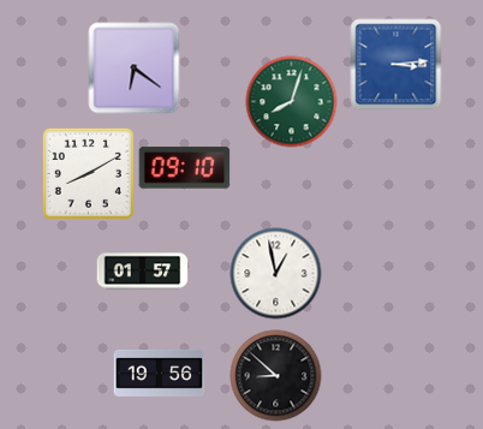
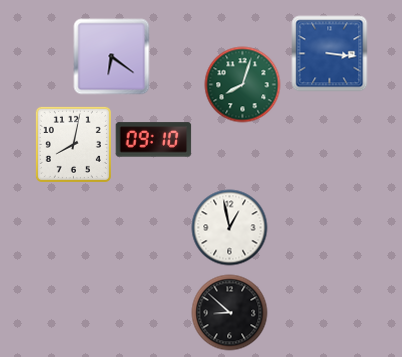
clock at (396, 65): 3:14 -> 3:16
clock at (88, 173): 8:10 -> 8:02
clock at (143, 272): 01:57 -> none
clock at (160, 373): 19:56 -> none
